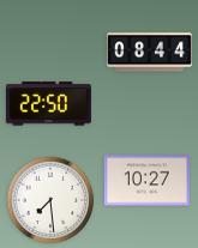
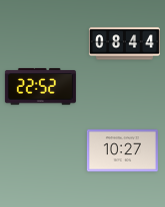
clock at (48, 104): 22:50 -> 22:52
clock at (50, 200): 7:29 -> none
